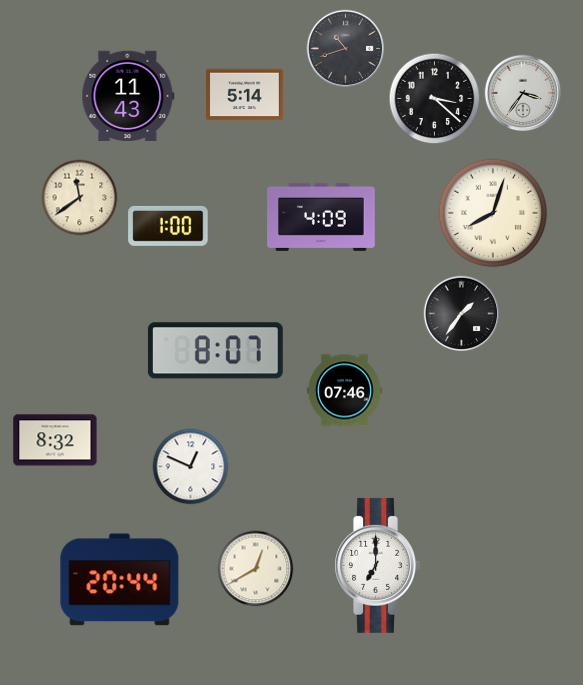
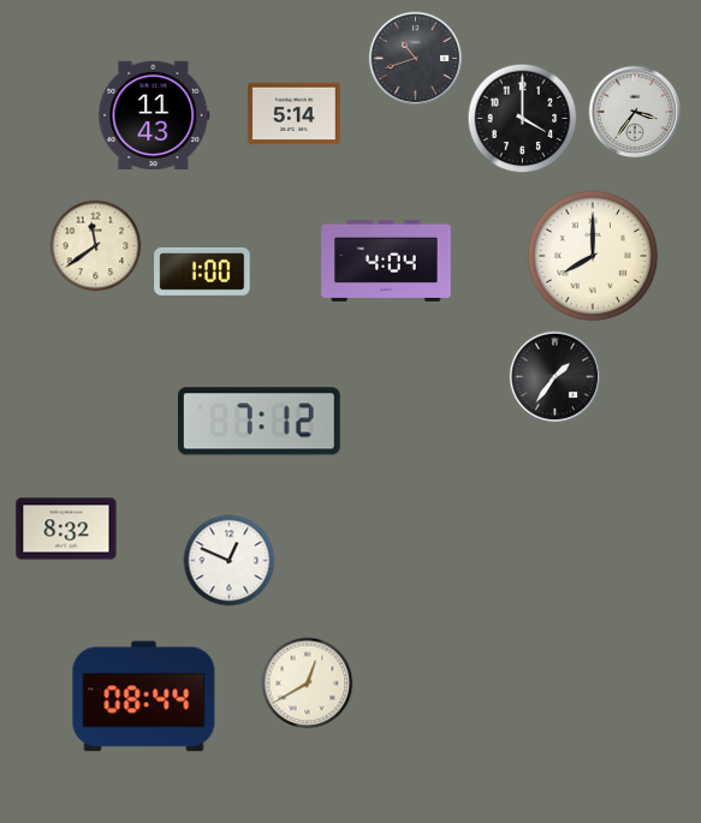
clock at (523, 93) position: (523, 93) -> (635, 112)
clock at (435, 99): 3:22 -> 4:00
clock at (80, 198) position: (80, 198) -> (96, 246)
clock at (493, 213): 8:03 -> 8:00
clock at (321, 217): 4:09 -> 4:04
clock at (215, 351): 8:07 -> 7:12
clock at (344, 391): 07:46 -> none
clock at (377, 565): 7:00 -> none
clock at (120, 580): 20:44 -> 08:44
